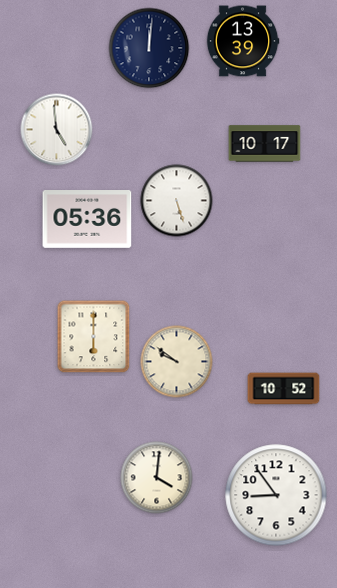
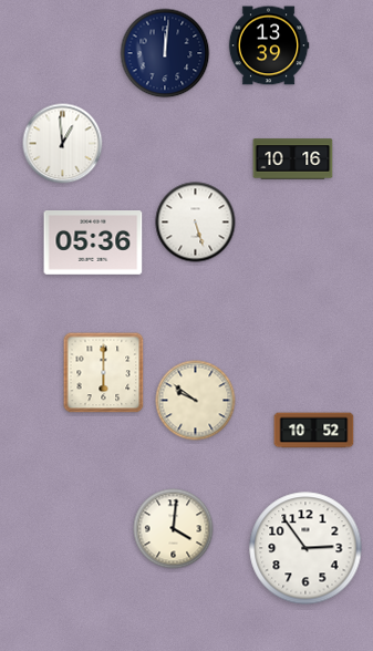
clock at (57, 130): 4:59 -> 12:59
clock at (265, 144): 10:17 -> 10:16
clock at (87, 220) position: (87, 220) -> (93, 244)
clock at (276, 495): 8:54 -> 2:54
